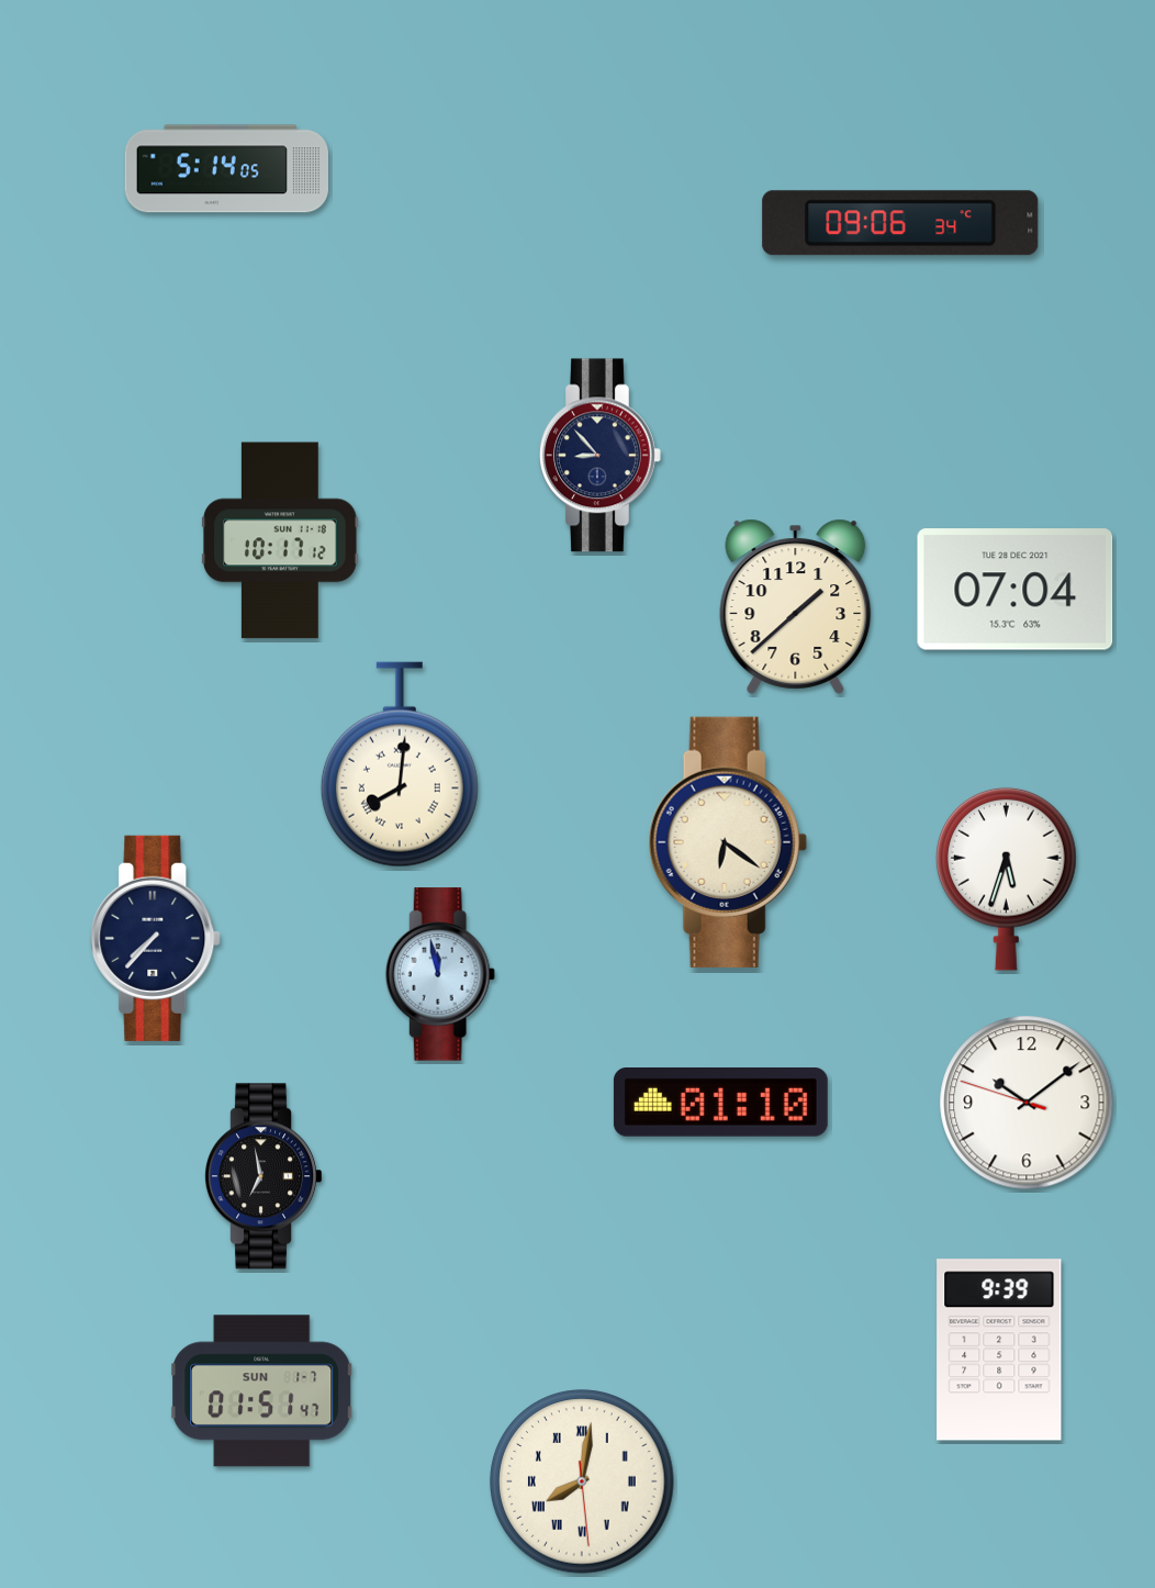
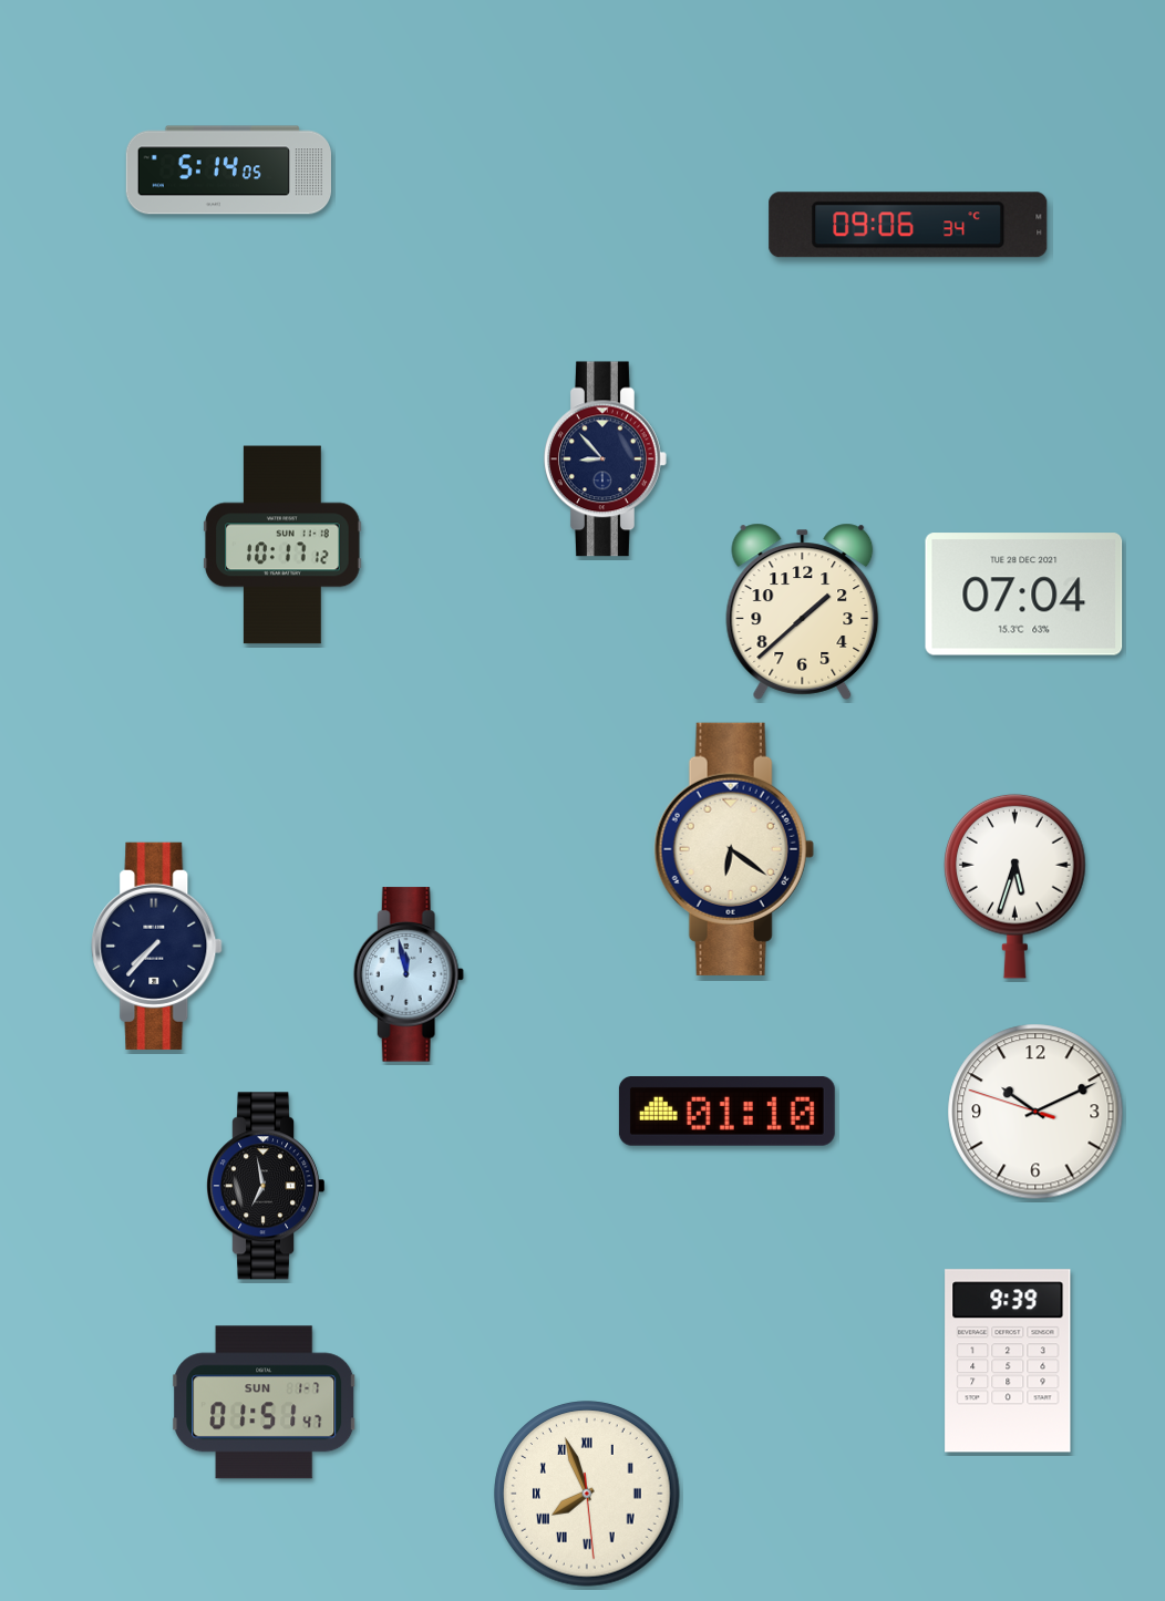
clock at (400, 764): 8:01 -> none
clock at (440, 974) position: (440, 974) -> (409, 974)
clock at (1027, 1103): 10:08 -> 10:10
clock at (582, 1481): 8:01 -> 7:56
